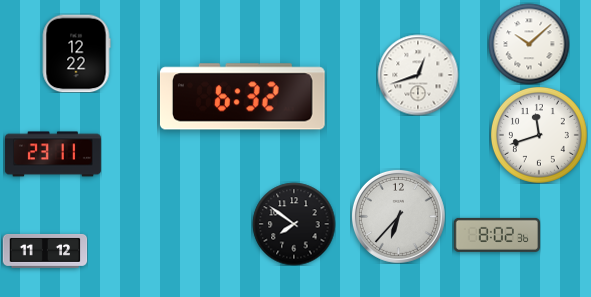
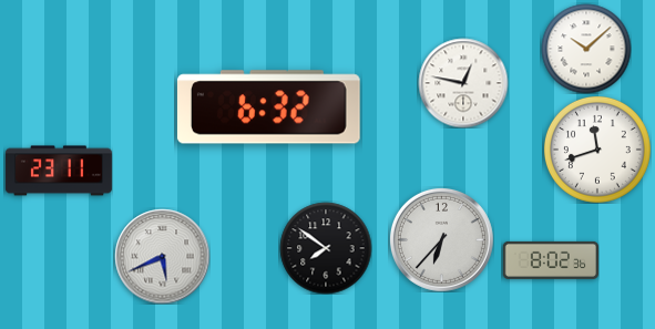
clock at (76, 53): 12:22 -> none
clock at (418, 75): 12:42 -> 12:47
clock at (162, 256): none -> 5:41
clock at (45, 251): 11:12 -> none
